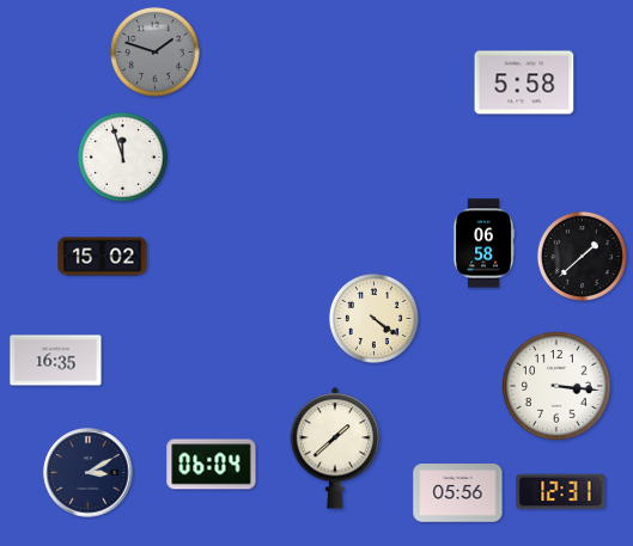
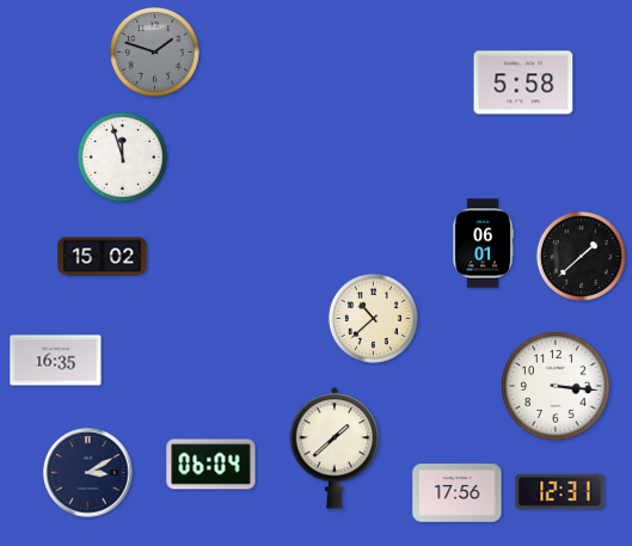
clock at (483, 244): 06:58 -> 06:01
clock at (373, 318): 4:21 -> 10:38
clock at (458, 493): 05:56 -> 17:56
